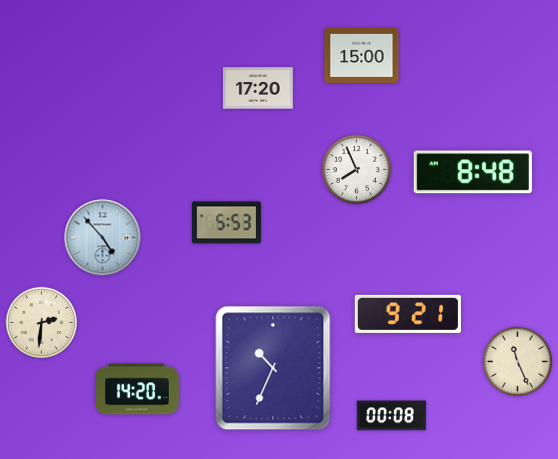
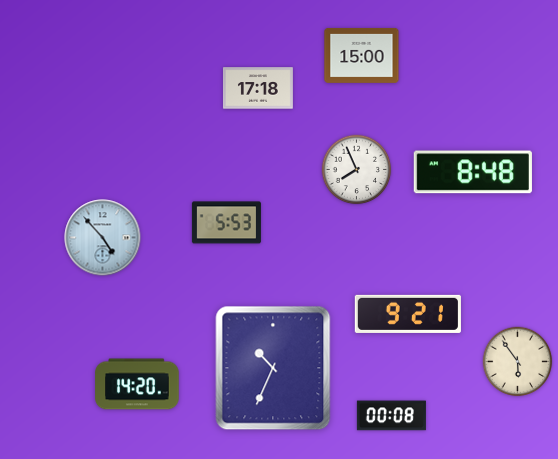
clock at (258, 88): 17:20 -> 17:18
clock at (41, 322): 2:31 -> none
clock at (518, 362): 11:26 -> 5:54
clock at (137, 389) position: (137, 389) -> (137, 384)
